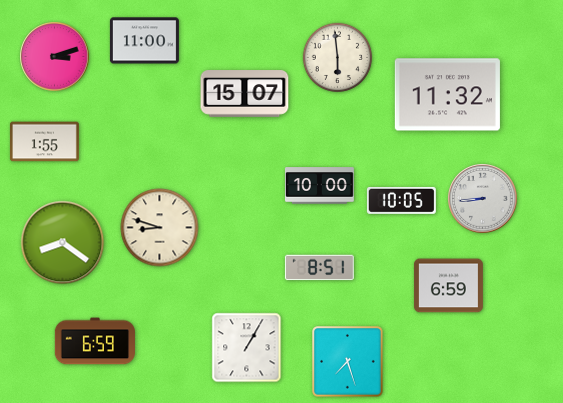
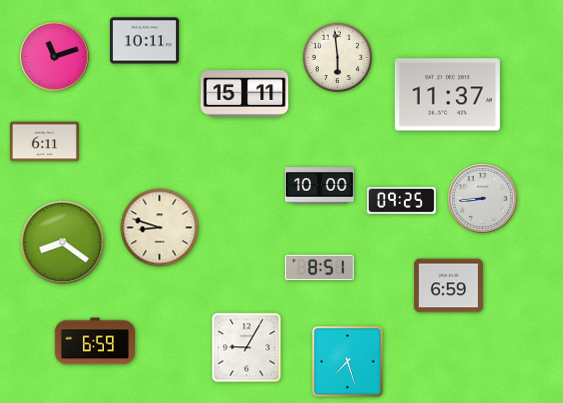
clock at (144, 41): 11:00 -> 10:11
clock at (55, 57): 3:12 -> 11:12
clock at (245, 94): 15:07 -> 15:11
clock at (447, 95): 11:32 -> 11:37
clock at (44, 142): 1:55 -> 6:11
clock at (401, 200): 10:05 -> 09:25
clock at (247, 348): 1:05 -> 9:05
